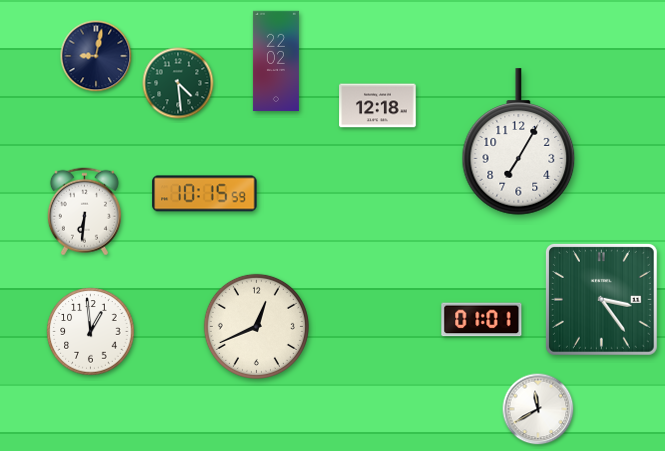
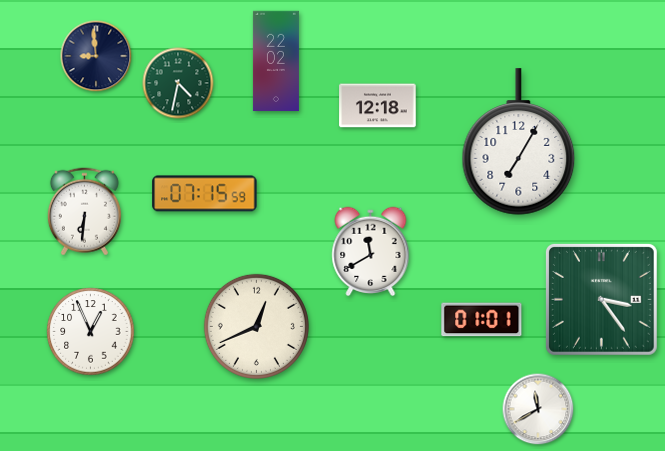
clock at (96, 56): 9:02 -> 8:59
clock at (178, 83): 4:29 -> 4:32
clock at (205, 194): 10:15 -> 07:15
clock at (371, 252): none -> 11:40
clock at (91, 332): 12:59 -> 12:56
